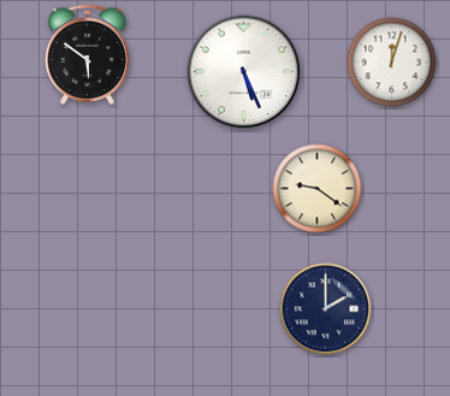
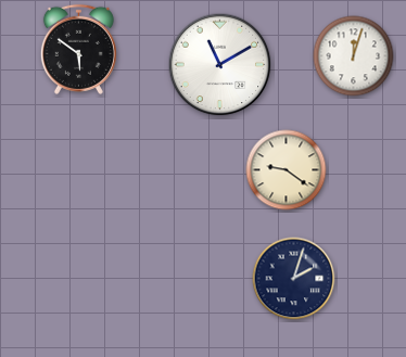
clock at (244, 72): 5:26 -> 11:10
clock at (326, 309): 2:00 -> 2:03
